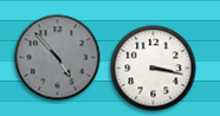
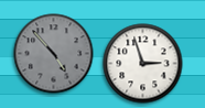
clock at (154, 69): 3:17 -> 2:57
